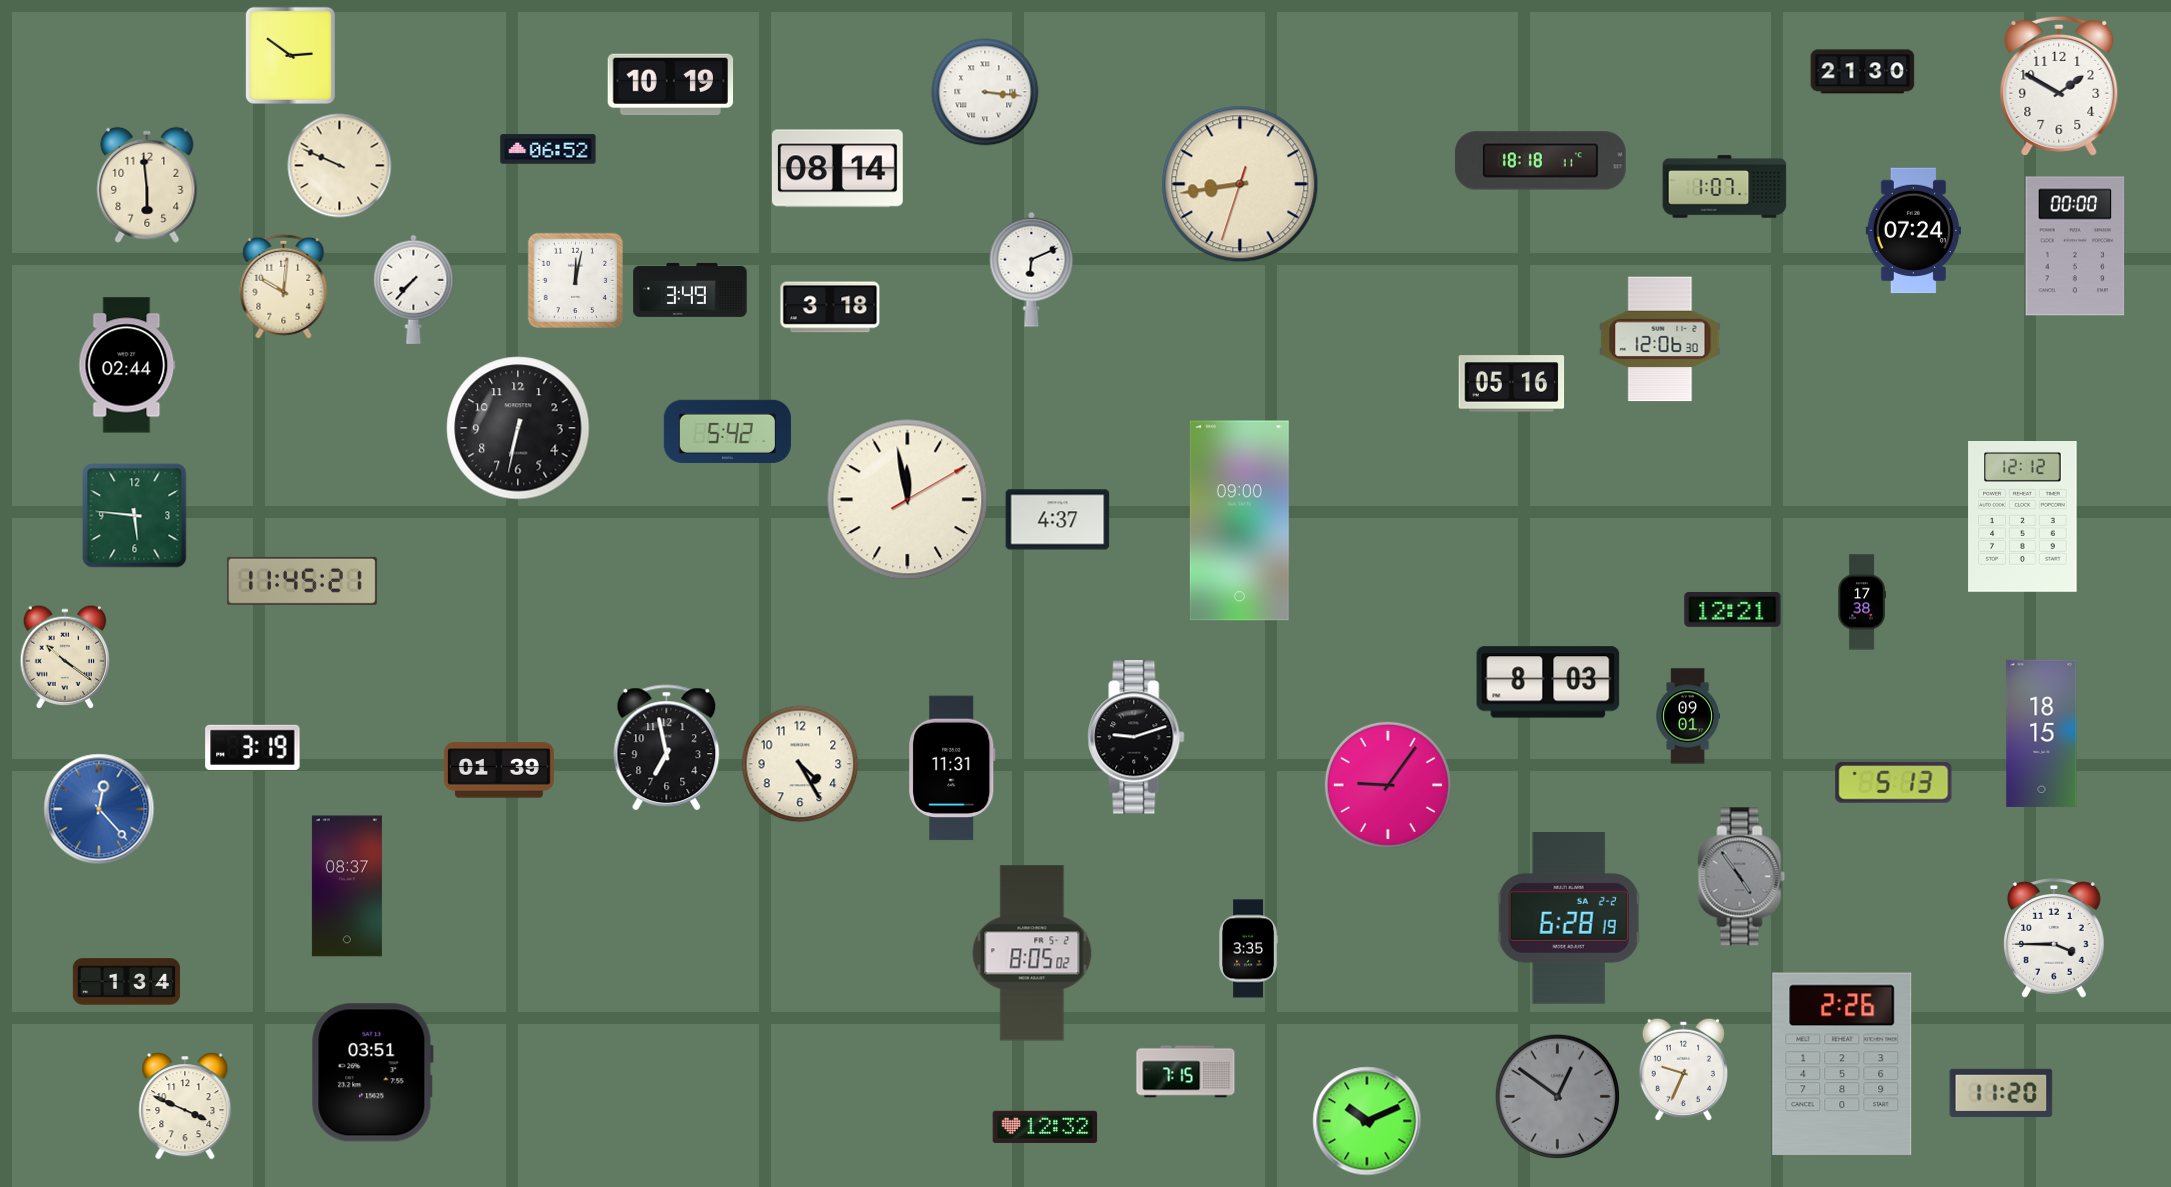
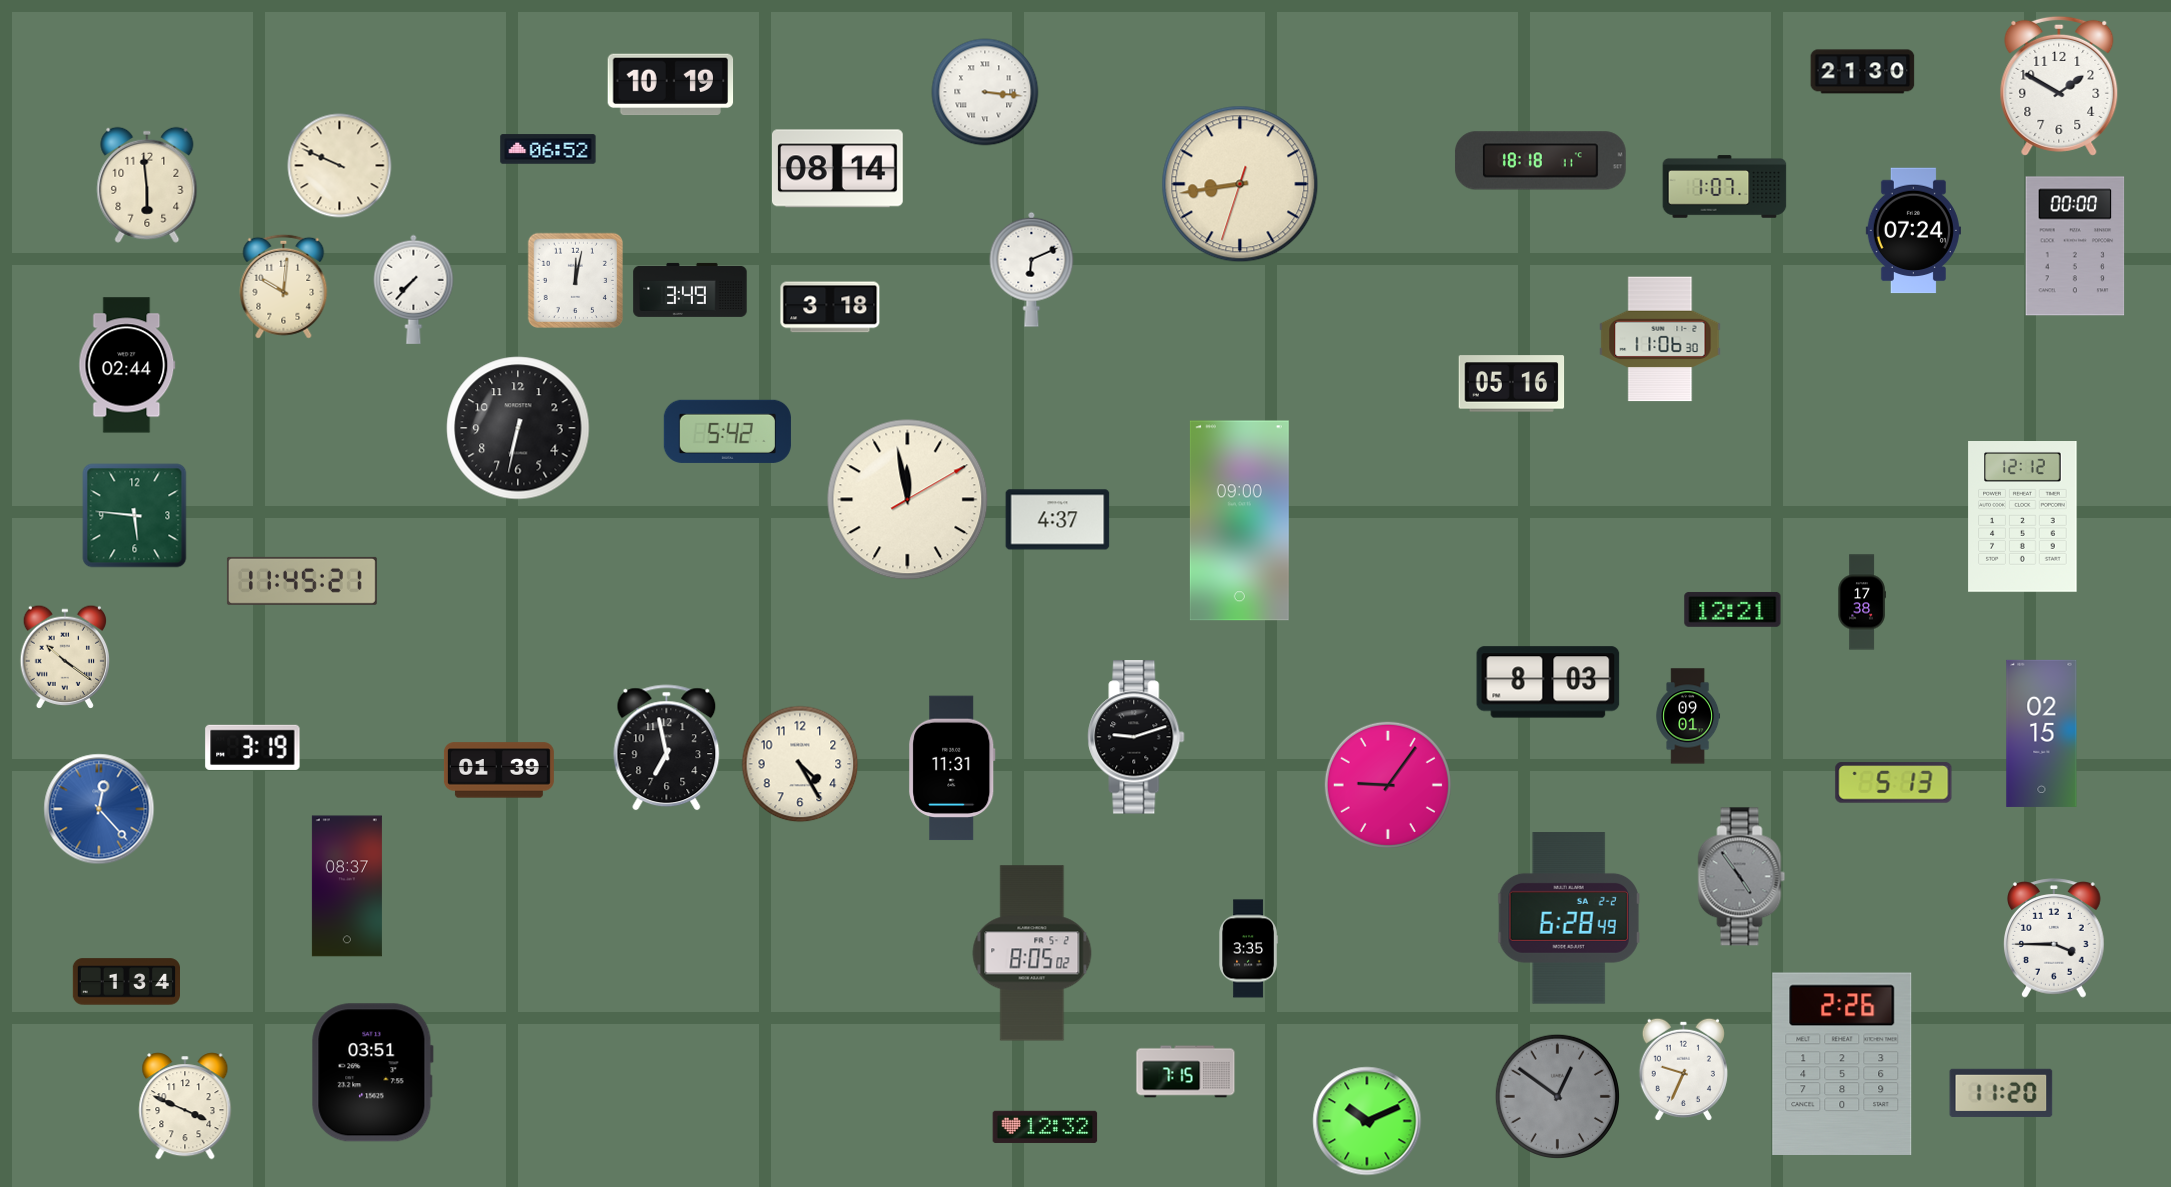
clock at (290, 55): 2:51 -> none
clock at (1660, 339): 12:06 -> 11:06
clock at (2042, 733): 18:15 -> 02:15
clock at (1569, 918): 6:28:19 -> 6:28:49
